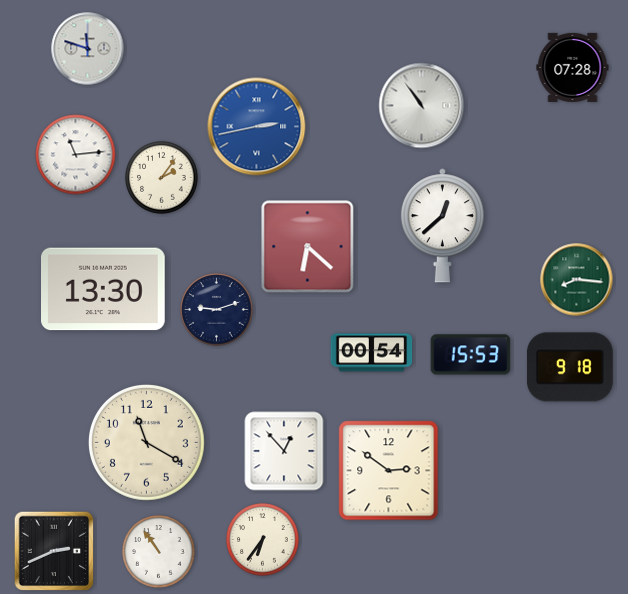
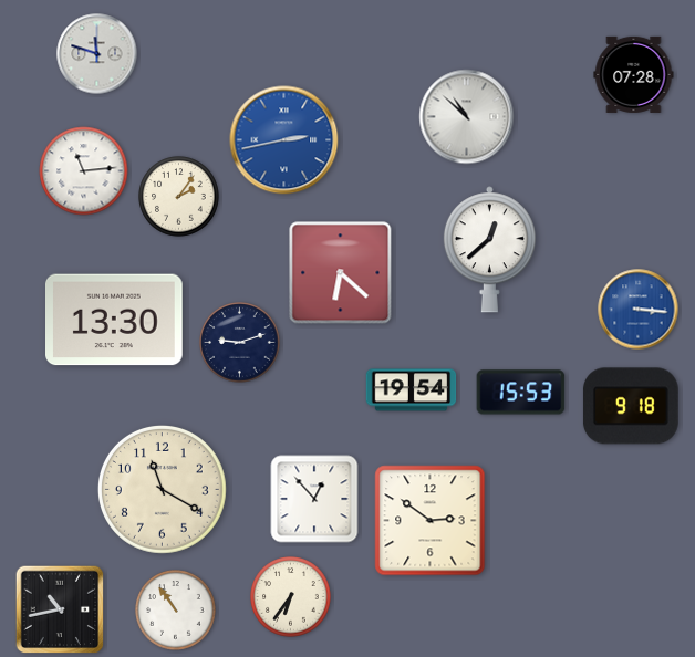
clock at (422, 106): 10:54 -> 10:52
clock at (577, 280): 8:16 -> 3:16
clock at (577, 280) dial: green -> blue
clock at (372, 353): 00:54 -> 19:54
clock at (54, 551): 2:41 -> 10:43
